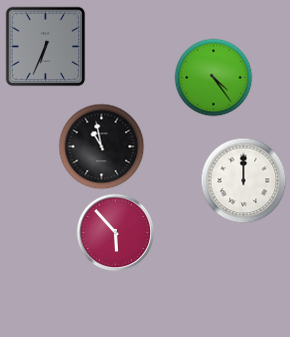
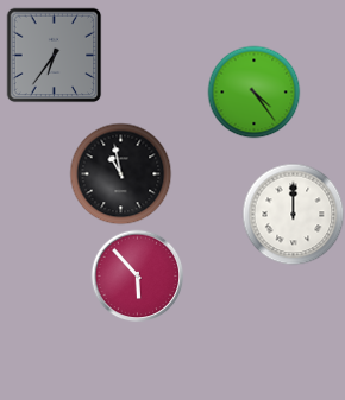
clock at (45, 46): 6:34 -> 6:36
clock at (243, 180) position: (243, 180) -> (293, 214)
